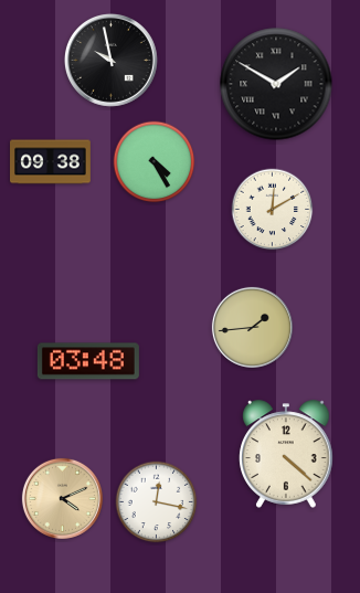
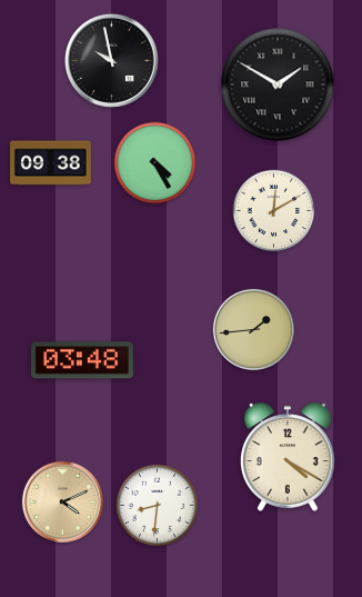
clock at (88, 361) position: (88, 361) -> (82, 360)
clock at (286, 454): 4:22 -> 4:20
clock at (157, 502): 12:17 -> 8:31
